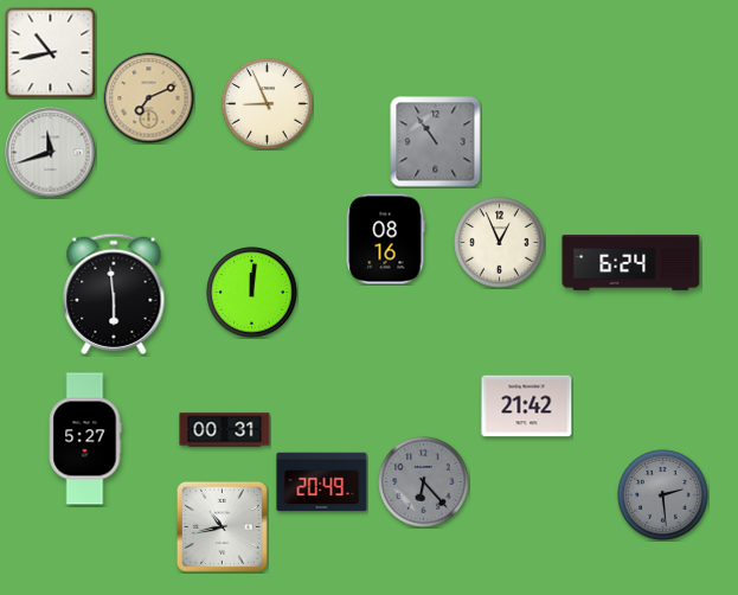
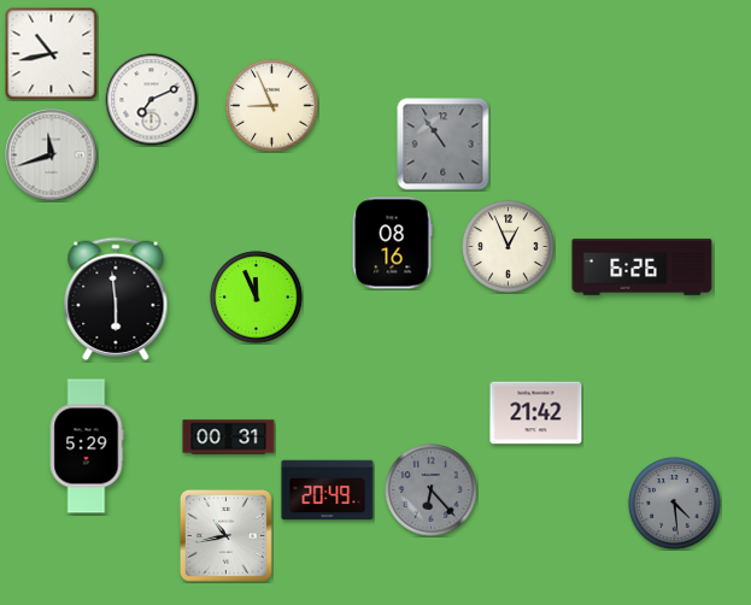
clock at (149, 98) dial: champagne -> white
clock at (631, 263): 6:24 -> 6:26
clock at (252, 293): 12:01 -> 11:56
clock at (85, 439): 5:27 -> 5:29
clock at (663, 495): 2:29 -> 4:29
